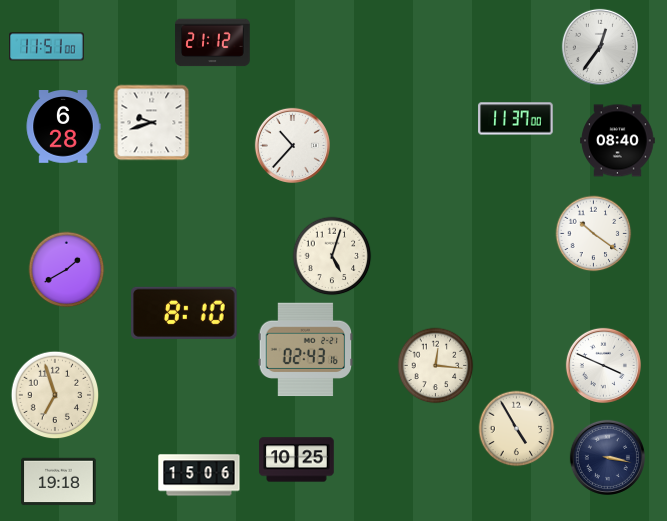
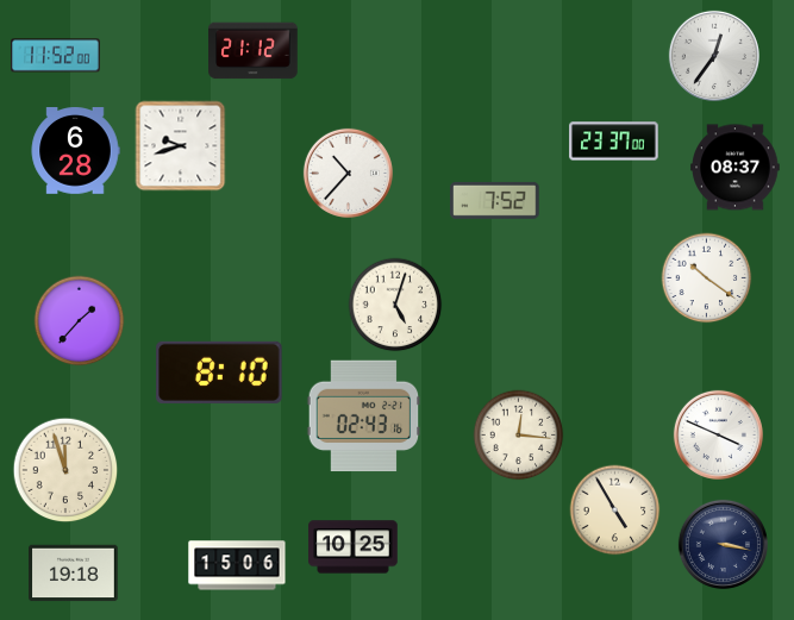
clock at (47, 47): 11:51 -> 11:52
clock at (516, 119): 11:37 -> 23:37
clock at (618, 141): 08:40 -> 08:37
clock at (495, 200): none -> 7:52
clock at (67, 270): 1:40 -> 1:37
clock at (55, 395): 6:57 -> 11:57
clock at (59, 482) position: (59, 482) -> (74, 574)
